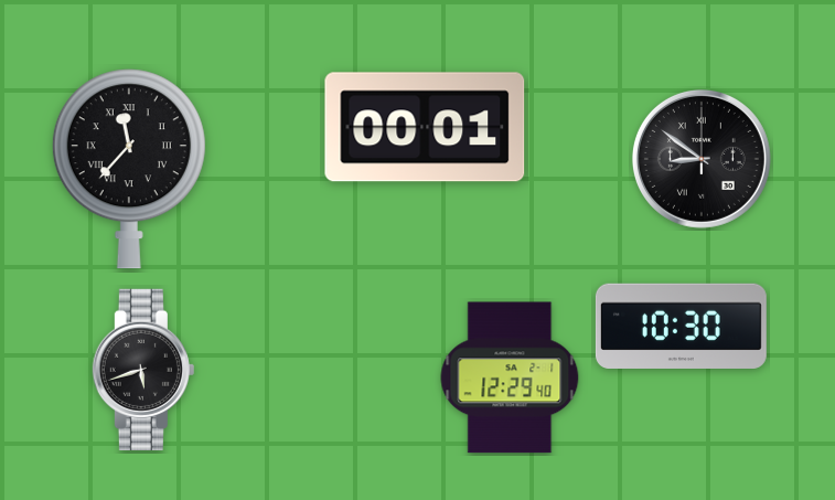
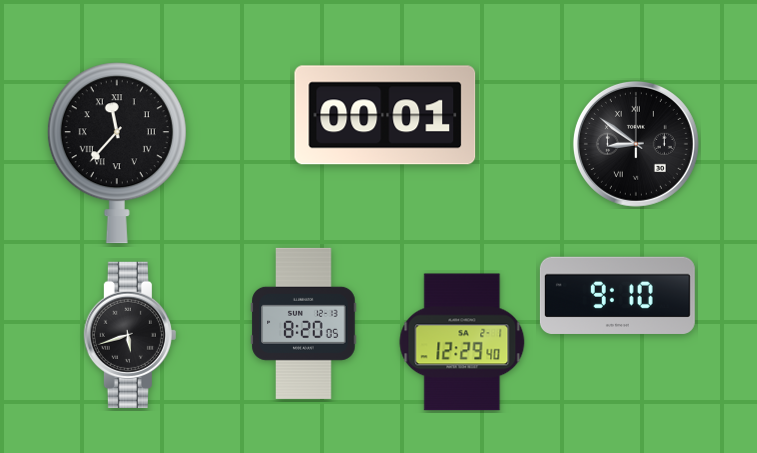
clock at (681, 326): 10:30 -> 9:10
clock at (304, 323): none -> 8:20
